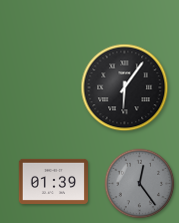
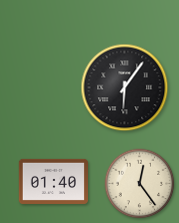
clock at (53, 181): 01:39 -> 01:40
clock at (140, 184) dial: grey -> cream
